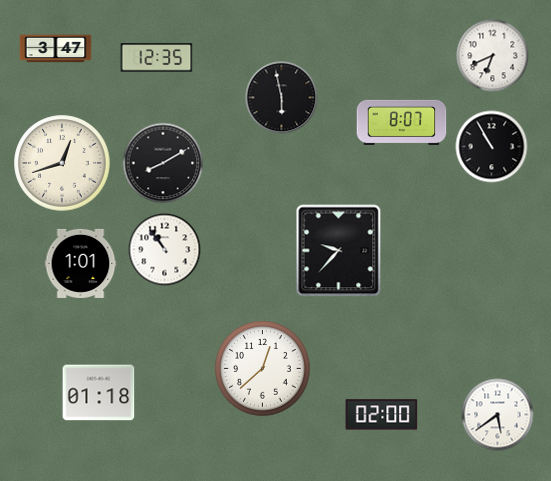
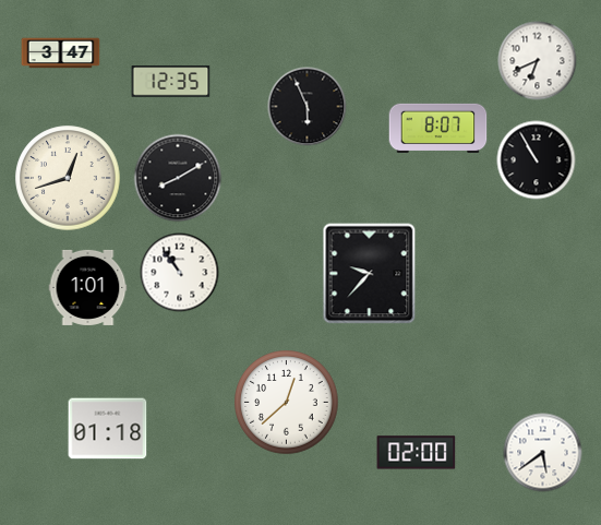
clock at (157, 58) position: (157, 58) -> (171, 82)
clock at (282, 98): 5:58 -> 5:56
clock at (402, 122) position: (402, 122) -> (438, 128)
